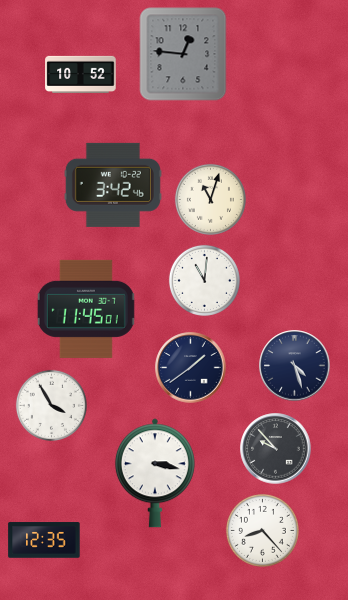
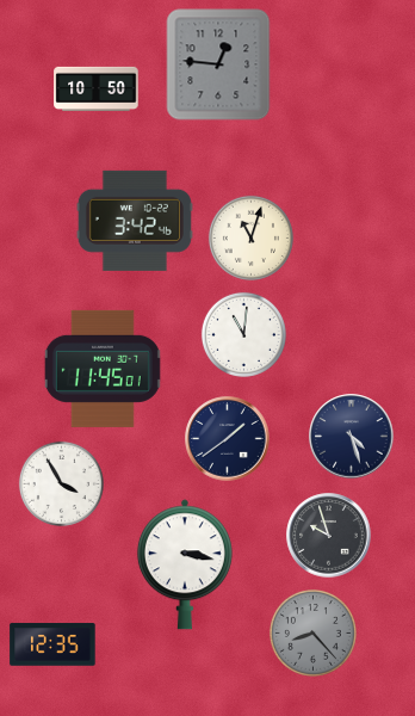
clock at (81, 74): 10:52 -> 10:50
clock at (276, 449): 9:53 -> 9:57
clock at (262, 530) dial: white -> grey
